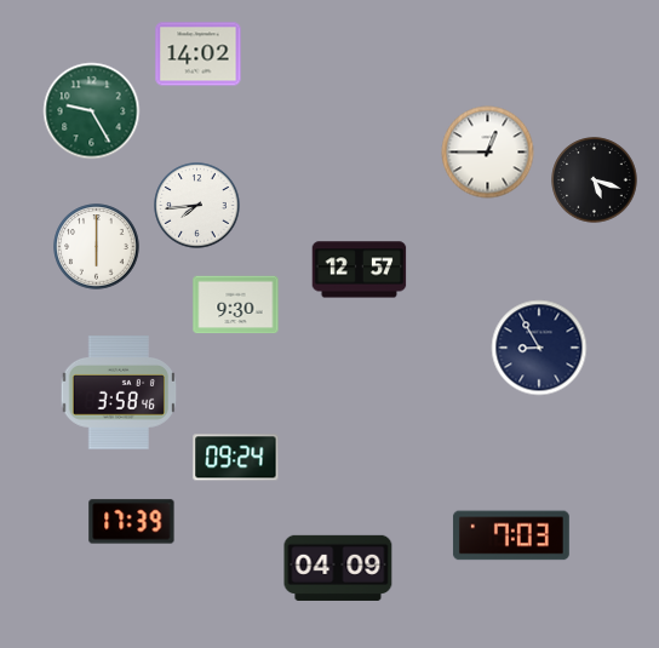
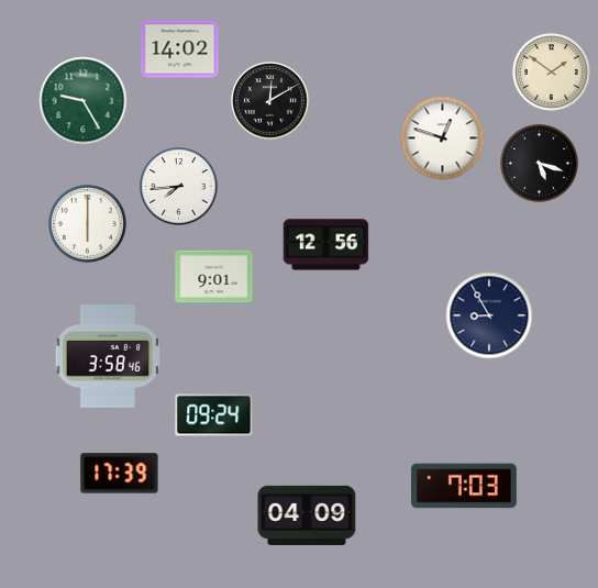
clock at (552, 73): none -> 1:51
clock at (270, 101): none -> 12:10
clock at (488, 153): 12:45 -> 12:48
clock at (360, 270): 12:57 -> 12:56
clock at (236, 305): 9:30 -> 9:01
